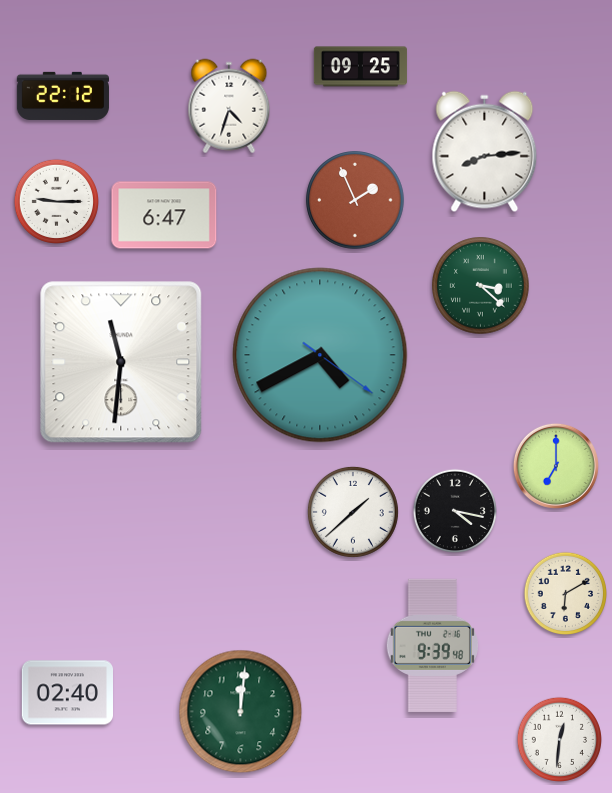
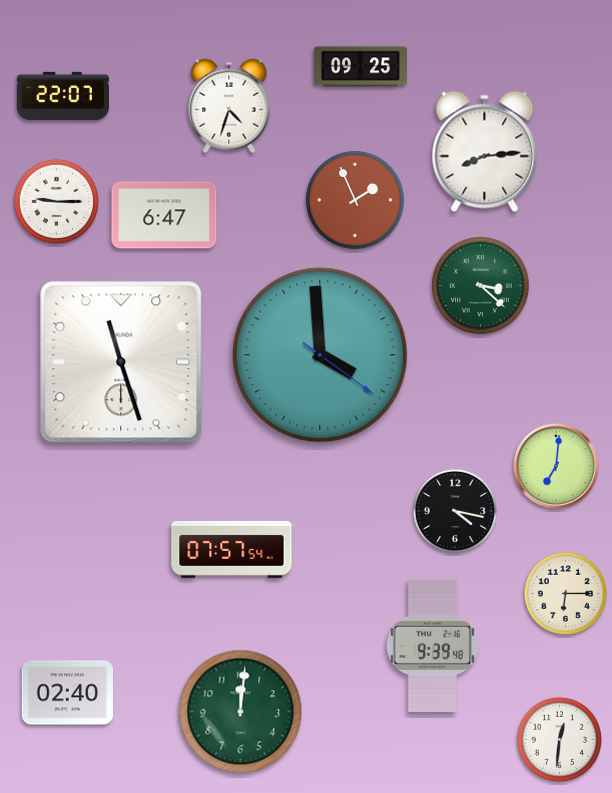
clock at (63, 96): 22:12 -> 22:07
clock at (320, 355): 4:40 -> 3:59
clock at (121, 362): 11:31 -> 11:27
clock at (556, 466): 7:00 -> 7:01
clock at (353, 512): 1:38 -> none
clock at (232, 549): none -> 07:57
clock at (565, 593): 6:10 -> 6:15
